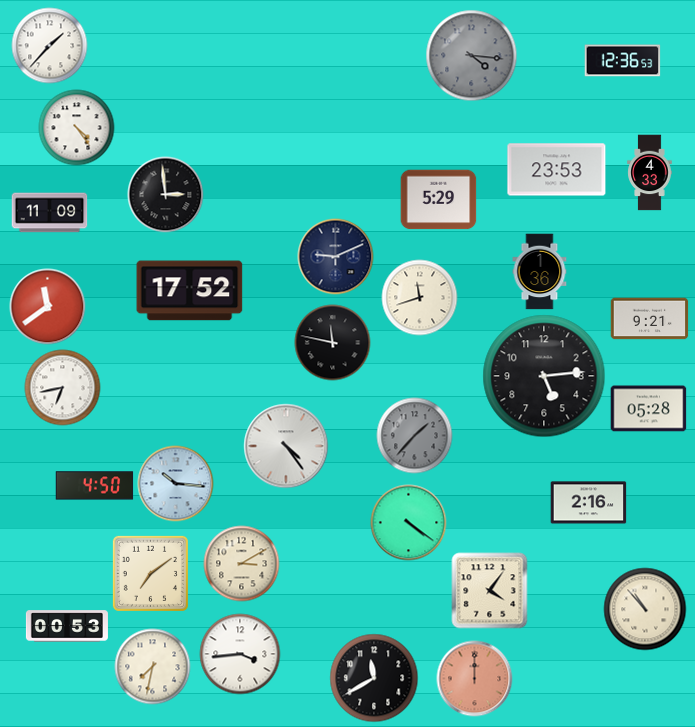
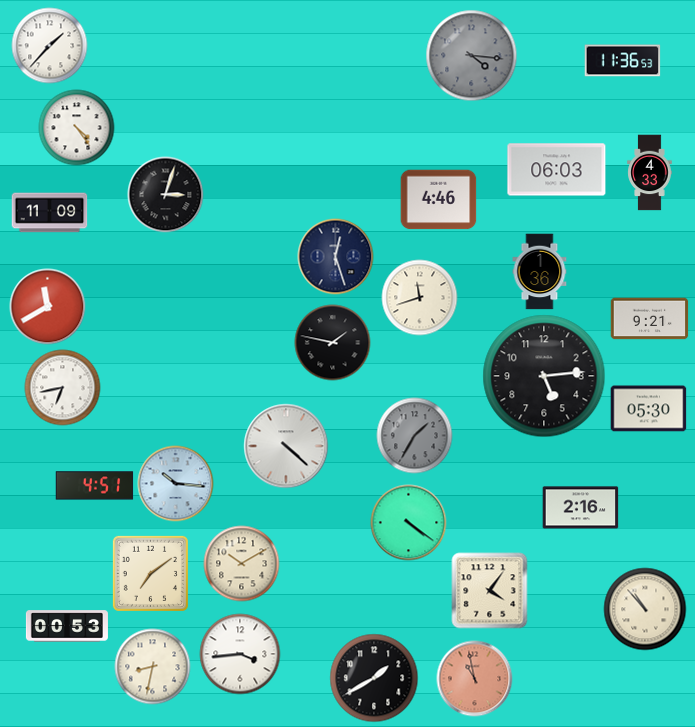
clock at (623, 61): 12:36 -> 11:36
clock at (557, 170): 23:53 -> 06:03
clock at (166, 195): 2:59 -> 3:03
clock at (439, 200): 5:29 -> 4:46
clock at (336, 257): 9:11 -> 12:27
clock at (190, 291): 17:52 -> none
clock at (48, 307): 11:39 -> 11:40
clock at (333, 343): 11:47 -> 1:47
clock at (649, 409): 05:28 -> 05:30
clock at (415, 436): 1:37 -> 1:35
clock at (286, 446): 4:24 -> 4:22
clock at (95, 486): 4:50 -> 4:51
clock at (589, 503) position: (589, 503) -> (581, 508)
clock at (242, 564): 3:10 -> 10:10
clock at (153, 667): 7:32 -> 8:32
clock at (374, 678): 11:40 -> 1:40
clock at (475, 679): 12:00 -> 10:58
